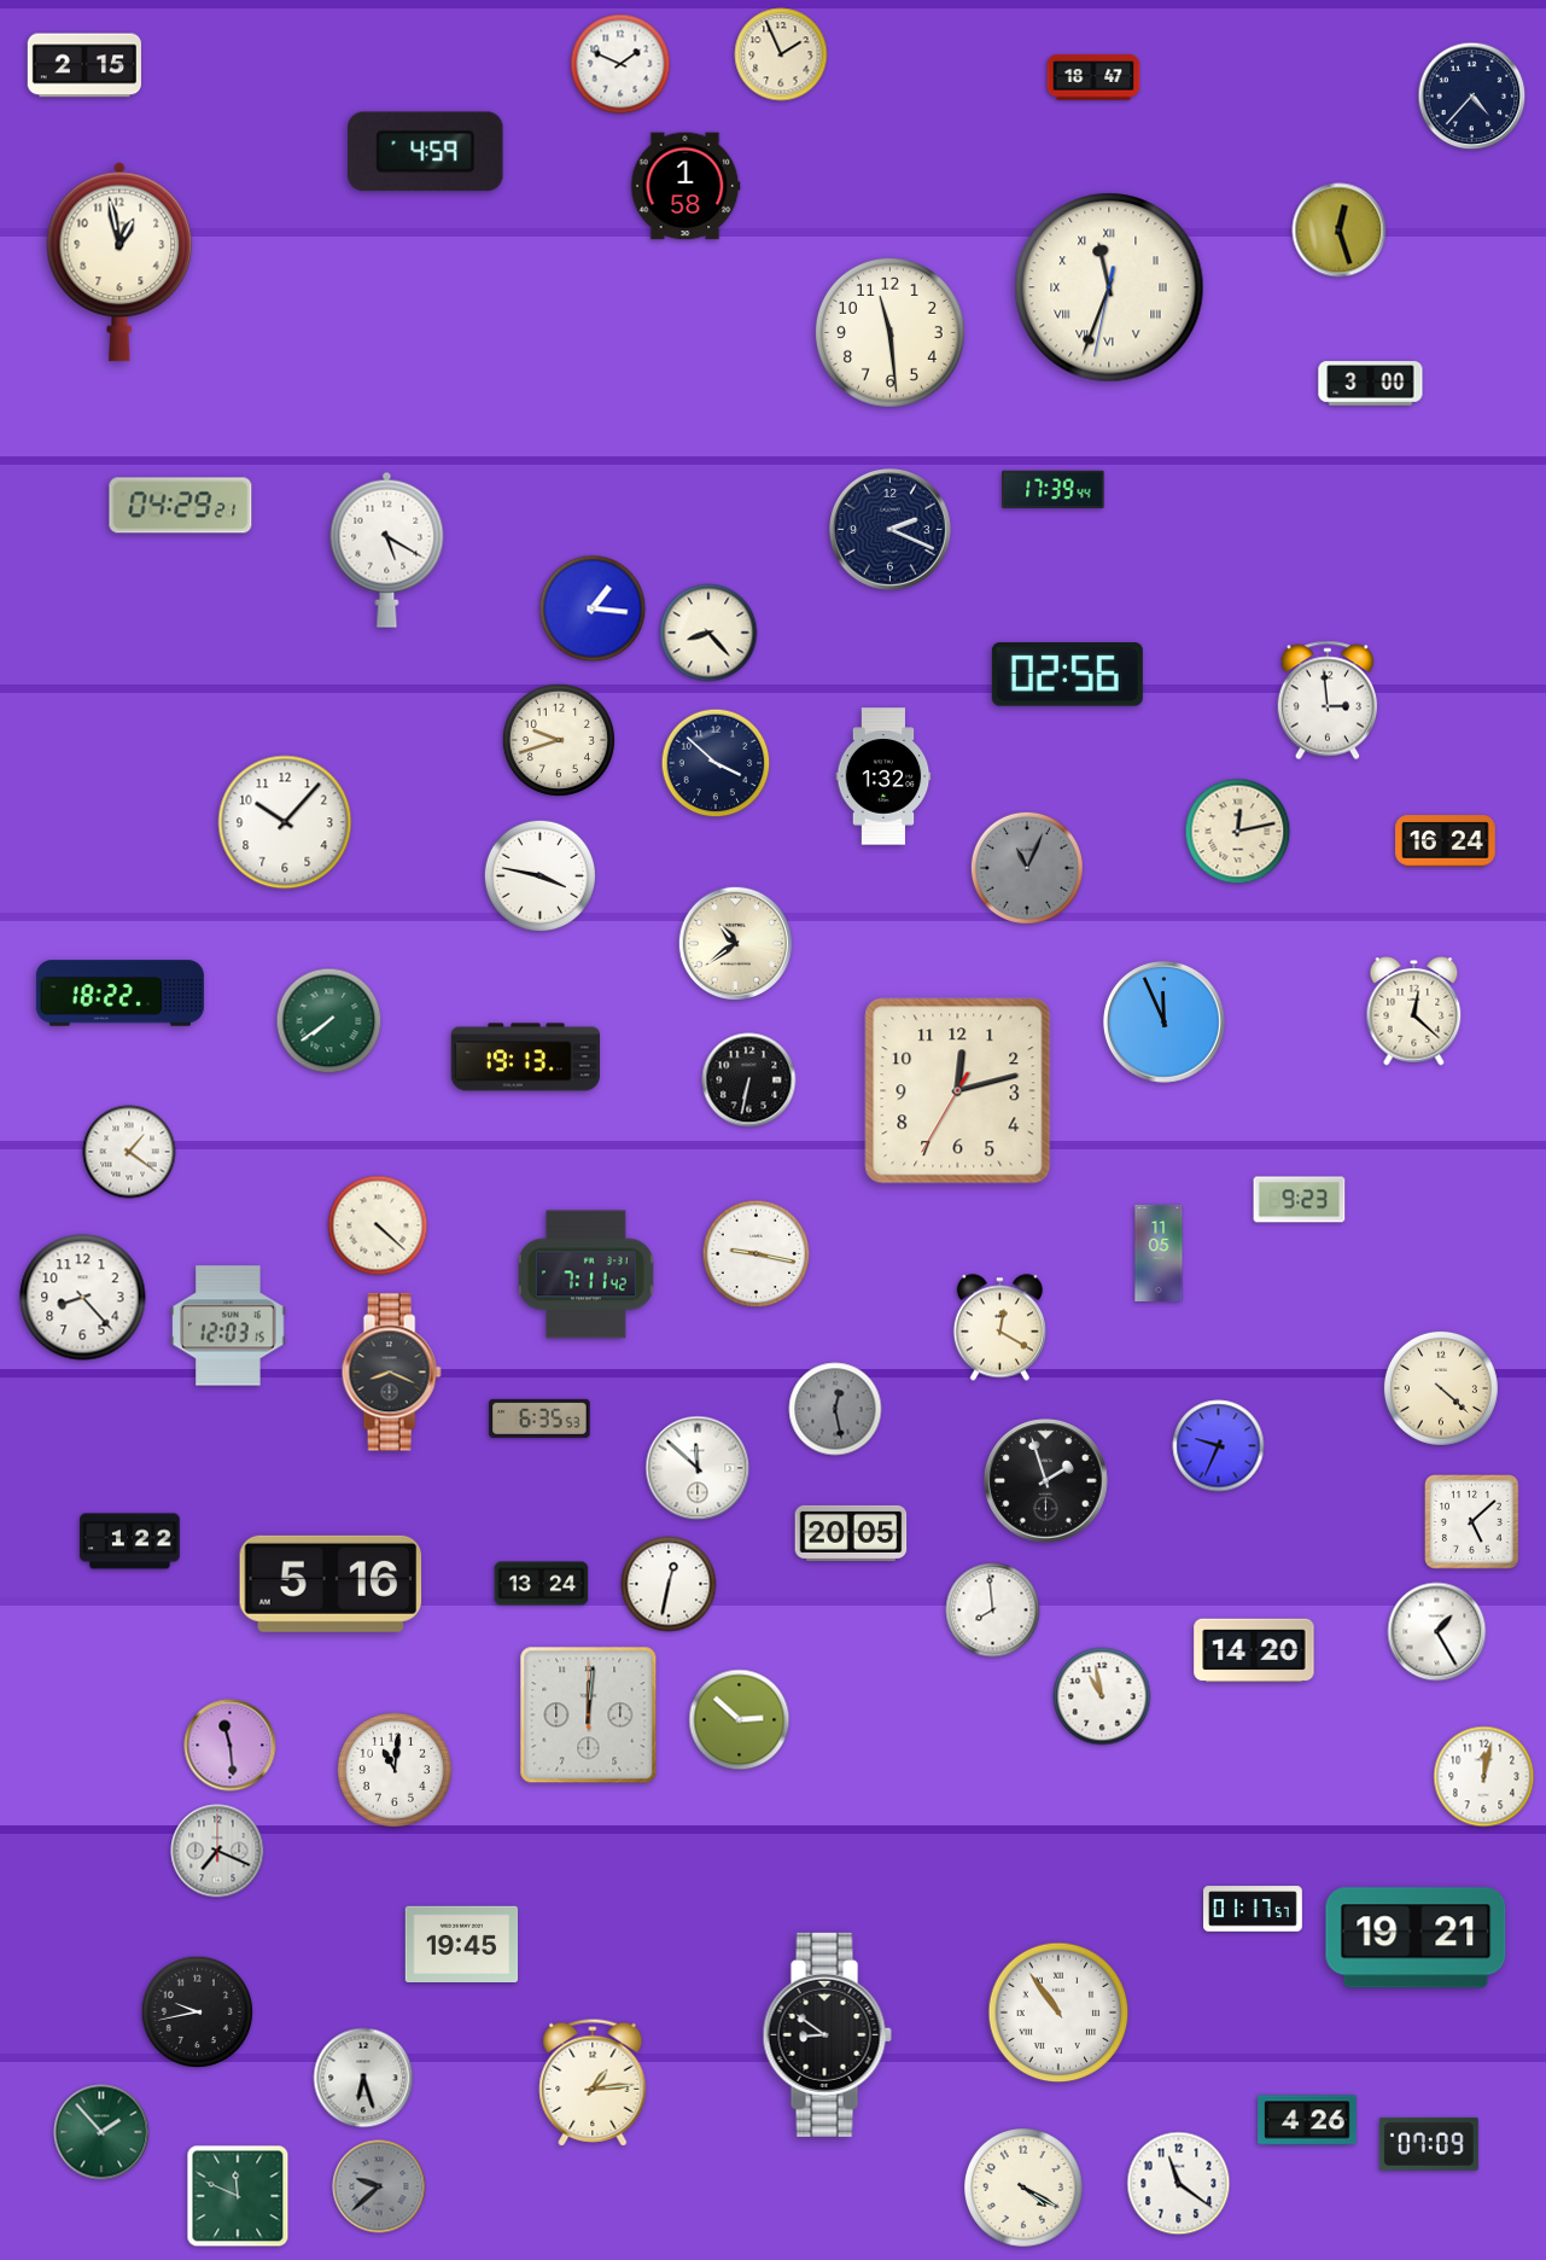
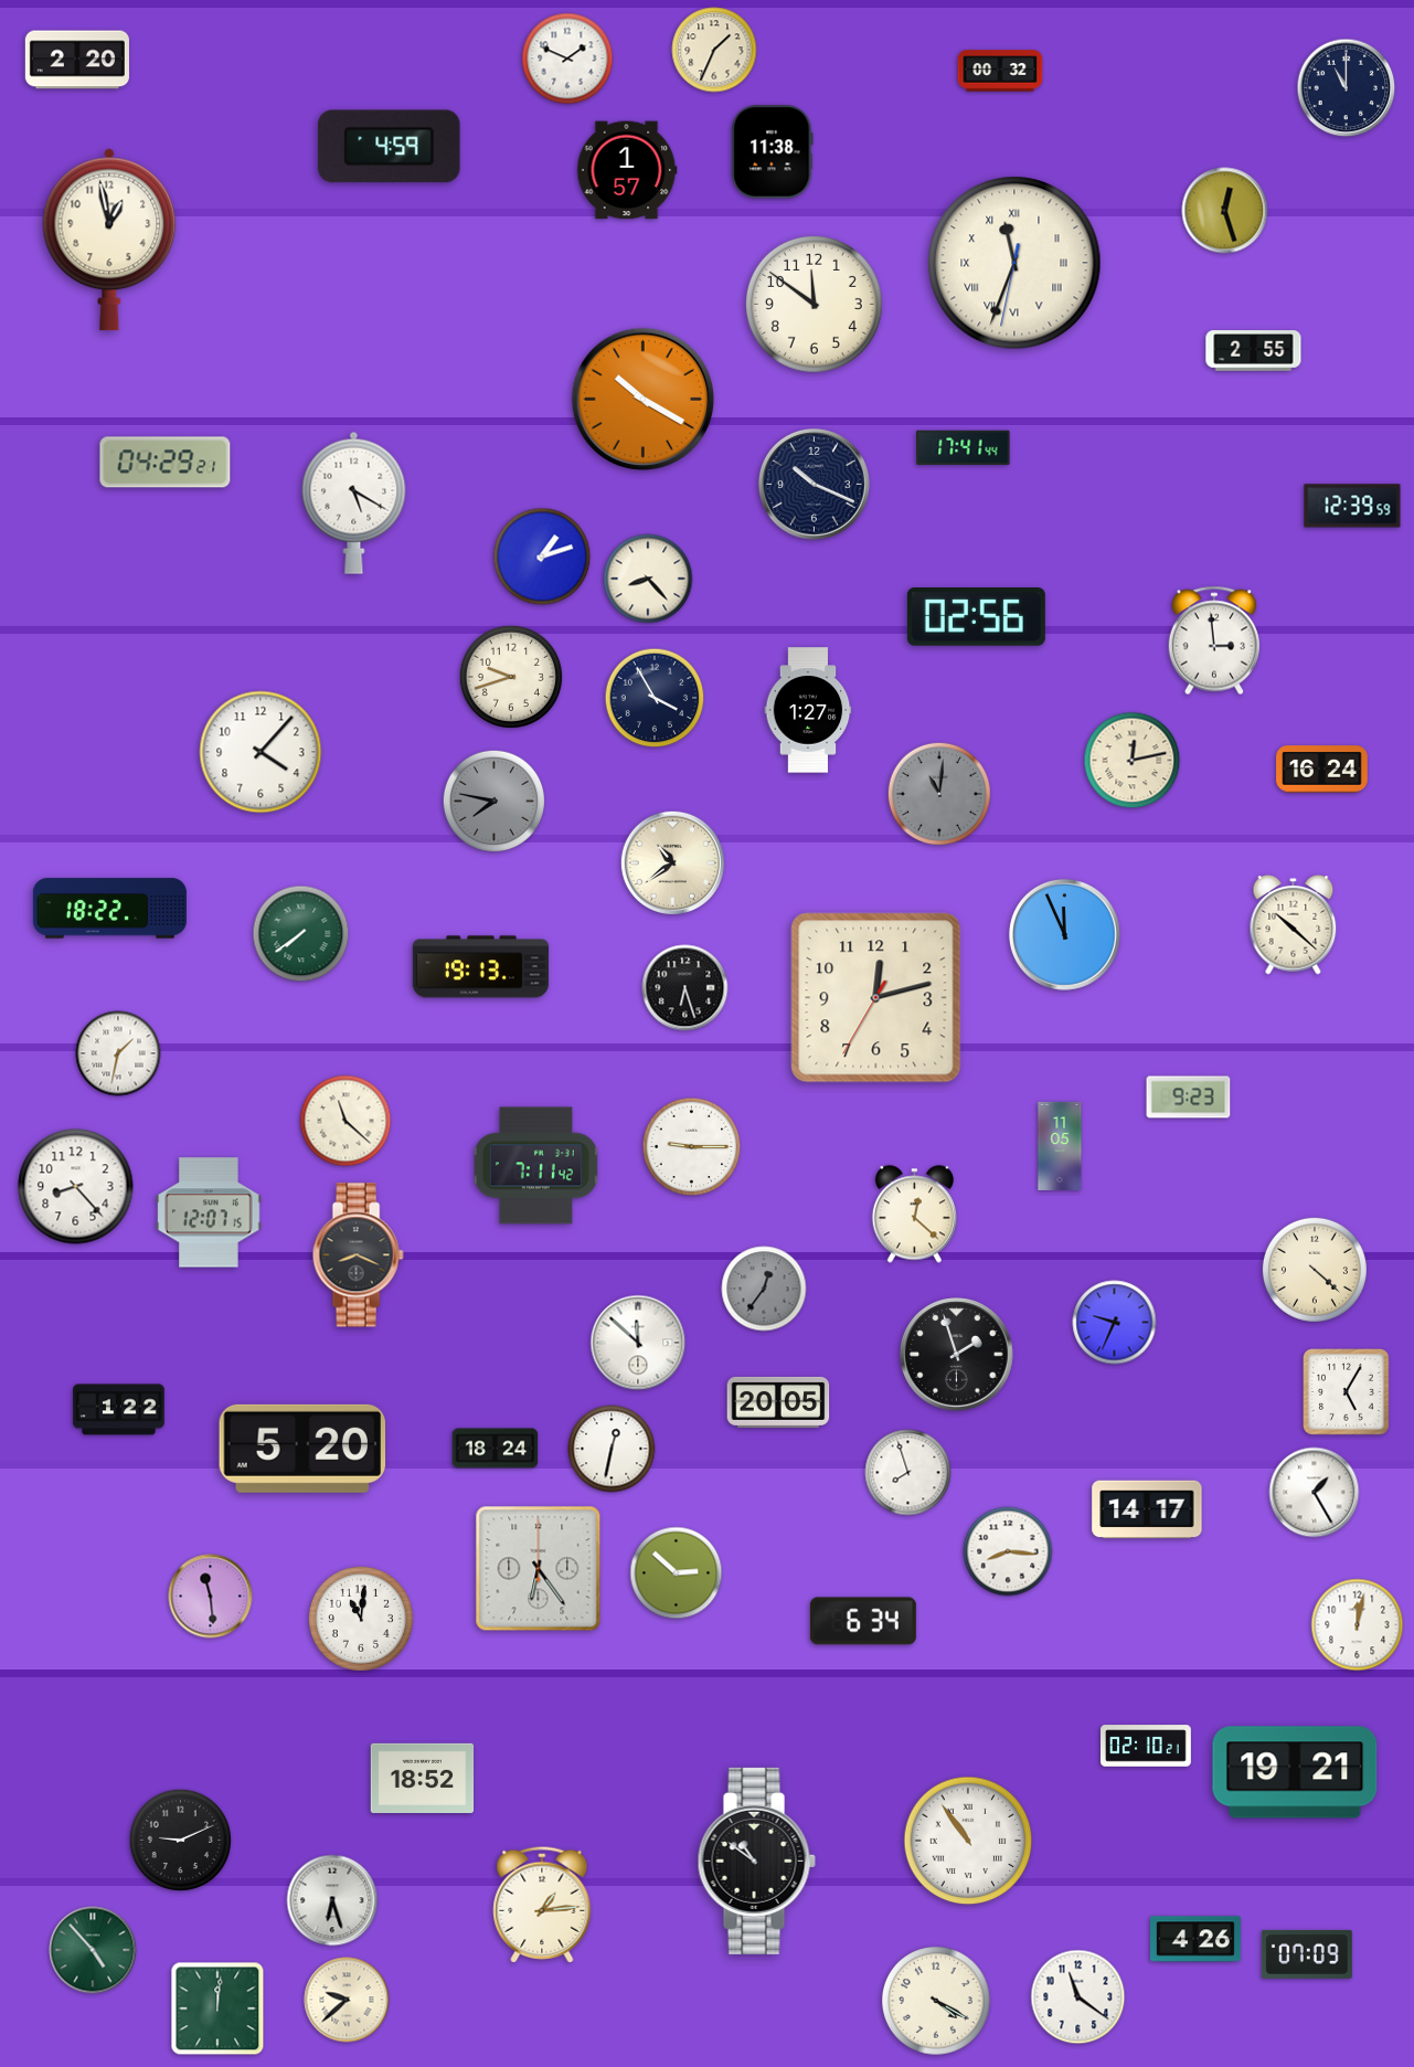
clock at (781, 54): 1:56 -> 1:34
clock at (83, 65): 2:15 -> 2:20
clock at (1093, 77): 18:47 -> 00:32
clock at (1472, 97): 4:37 -> 11:00
clock at (426, 152) position: (426, 152) -> (390, 147)
clock at (773, 152): none -> 11:38
clock at (686, 186): 1:58 -> 1:57
clock at (889, 332): 11:29 -> 11:51
clock at (1371, 384): 3:00 -> 2:55
clock at (644, 400): none -> 10:20
clock at (1054, 489): 17:39 -> 17:41
clock at (889, 529): 2:19 -> 10:19
clock at (1352, 506): none -> 12:39
clock at (593, 608): 1:16 -> 1:12
clock at (716, 763): 3:52 -> 3:55
clock at (883, 776): 1:32 -> 1:27
clock at (285, 822): 10:07 -> 4:07
clock at (1027, 868): 11:04 -> 11:01
clock at (539, 875): 3:47 -> 7:47
clock at (539, 875) dial: white -> grey
clock at (1414, 1012): 12:22 -> 10:22
clock at (749, 1081): 6:32 -> 6:27
clock at (129, 1152): 1:21 -> 1:32
clock at (378, 1225): 4:22 -> 11:22
clock at (757, 1254): 9:17 -> 9:15
clock at (228, 1326): 12:03 -> 12:07
clock at (999, 1328): 12:20 -> 12:22
clock at (1441, 1388) position: (1441, 1388) -> (1315, 1270)
clock at (835, 1409): 12:28 -> 12:36
clock at (539, 1419): 6:35 -> none
clock at (1472, 1522): 5:08 -> 5:05
clock at (331, 1584): 5:16 -> 5:20
clock at (542, 1584): 13:24 -> 18:24
clock at (993, 1610): 7:59 -> 7:57
clock at (1254, 1650): 14:20 -> 14:17
clock at (1102, 1696): 10:58 -> 8:16
clock at (589, 1716): 12:01 -> 6:24
clock at (863, 1621): none -> 6:34
clock at (217, 1851): 7:19 -> none
clock at (1254, 1909): 01:17 -> 02:10
clock at (462, 1944): 19:45 -> 18:52
clock at (197, 2011): 9:43 -> 9:11
clock at (827, 2034): 8:51 -> 10:51
clock at (101, 2132): 1:53 -> 4:53
clock at (1429, 2144) position: (1429, 2144) -> (1307, 1954)
clock at (379, 2186) dial: grey -> cream
clock at (238, 2196): 11:49 -> 12:01
